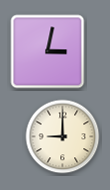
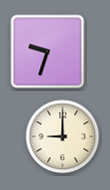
clock at (48, 52): 3:02 -> 9:33
